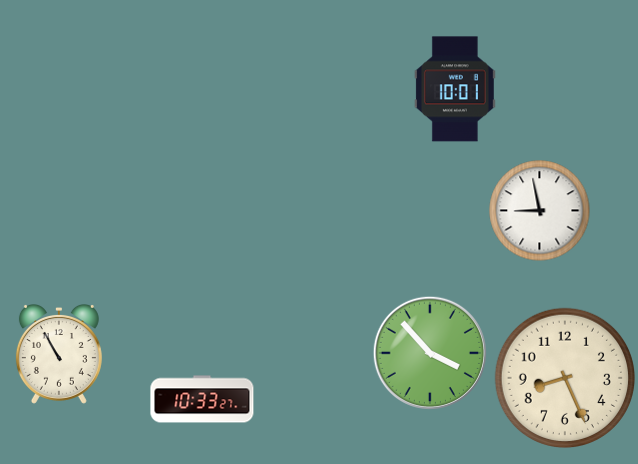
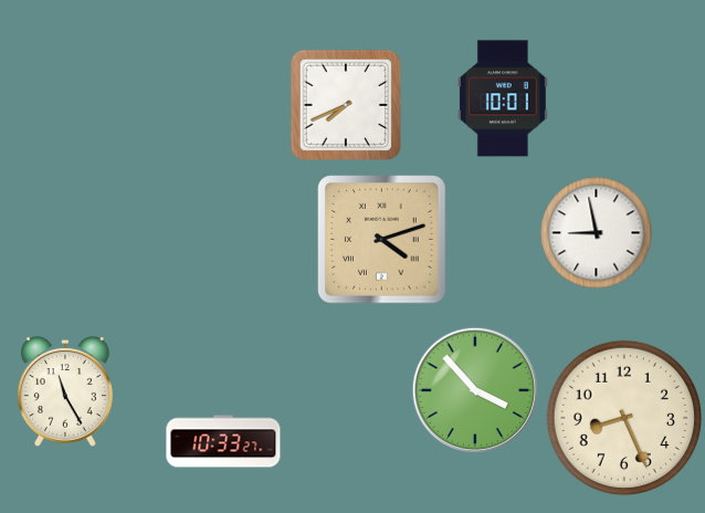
clock at (346, 105): none -> 7:41
clock at (382, 240): none -> 4:12
clock at (59, 355): 10:55 -> 11:25
